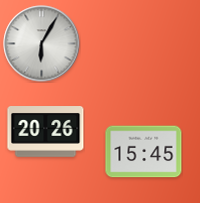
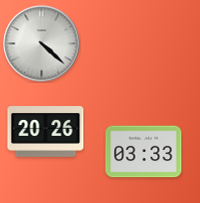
clock at (42, 44): 6:05 -> 4:22
clock at (144, 152): 15:45 -> 03:33
